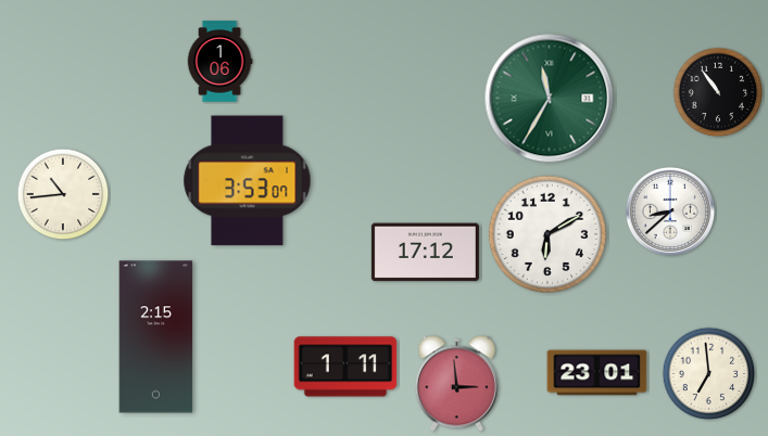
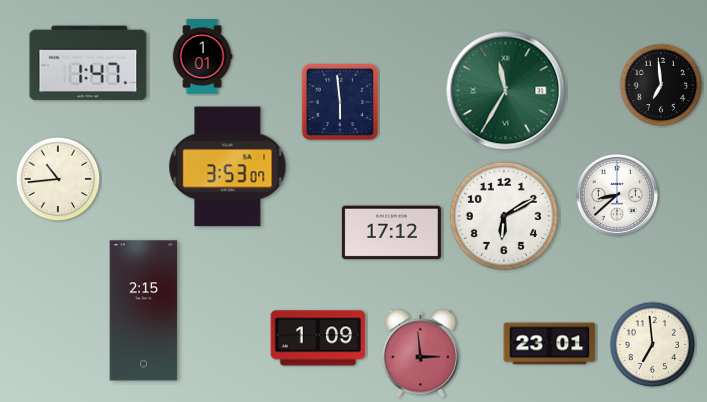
clock at (219, 62): 1:06 -> 1:01
clock at (88, 63): none -> 1:47
clock at (718, 92): 10:54 -> 6:59
clock at (340, 102): none -> 5:59
clock at (345, 367): 1:11 -> 1:09
